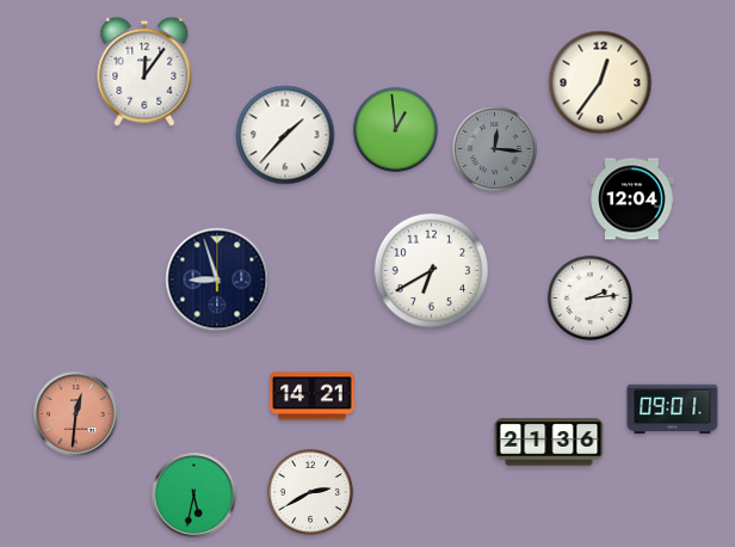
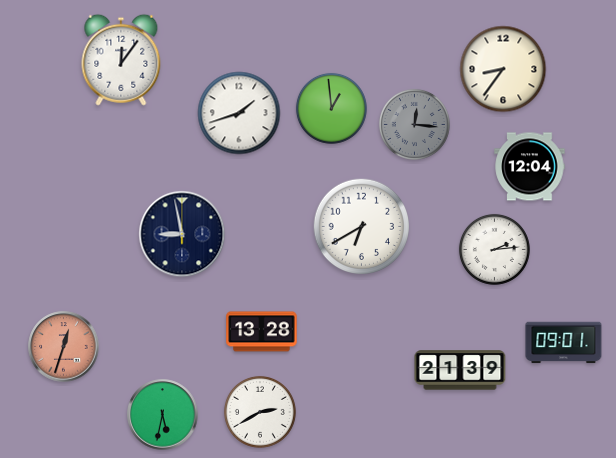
clock at (600, 82): 12:36 -> 8:36
clock at (285, 135): 1:37 -> 1:42
clock at (217, 279): 8:57 -> 8:58
clock at (313, 397): 14:21 -> 13:28
clock at (76, 414): 12:31 -> 12:33
clock at (549, 442): 21:36 -> 21:39
